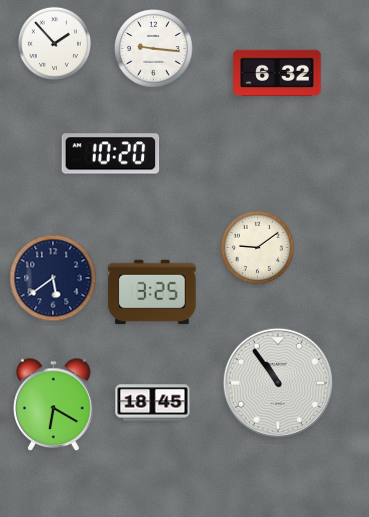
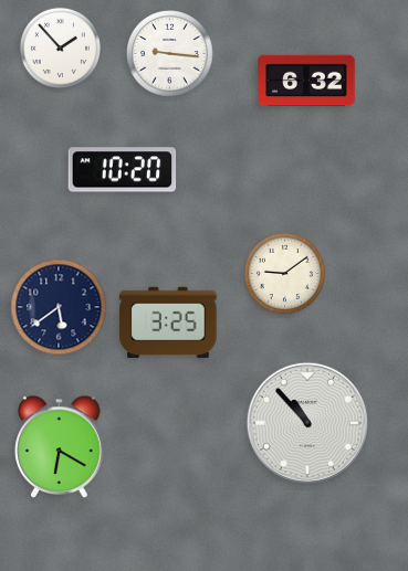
clock at (278, 383): 10:54 -> 10:53
clock at (153, 403): 18:45 -> none
